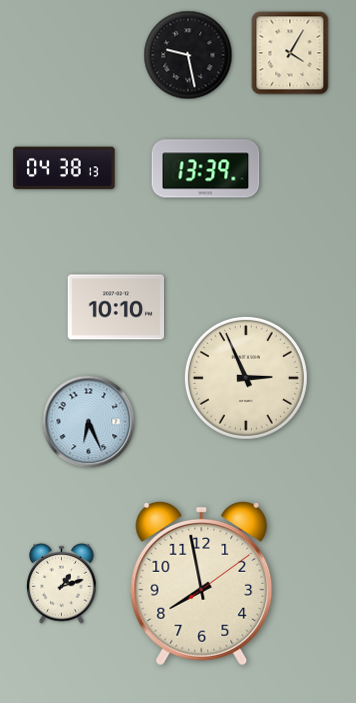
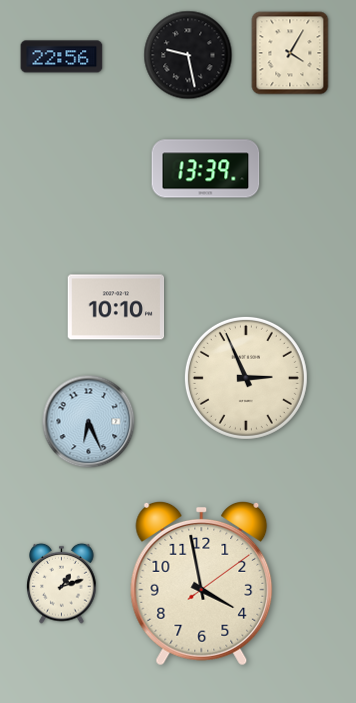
clock at (62, 57): none -> 22:56
clock at (64, 168): 04:38 -> none
clock at (202, 583): 7:58 -> 3:58
